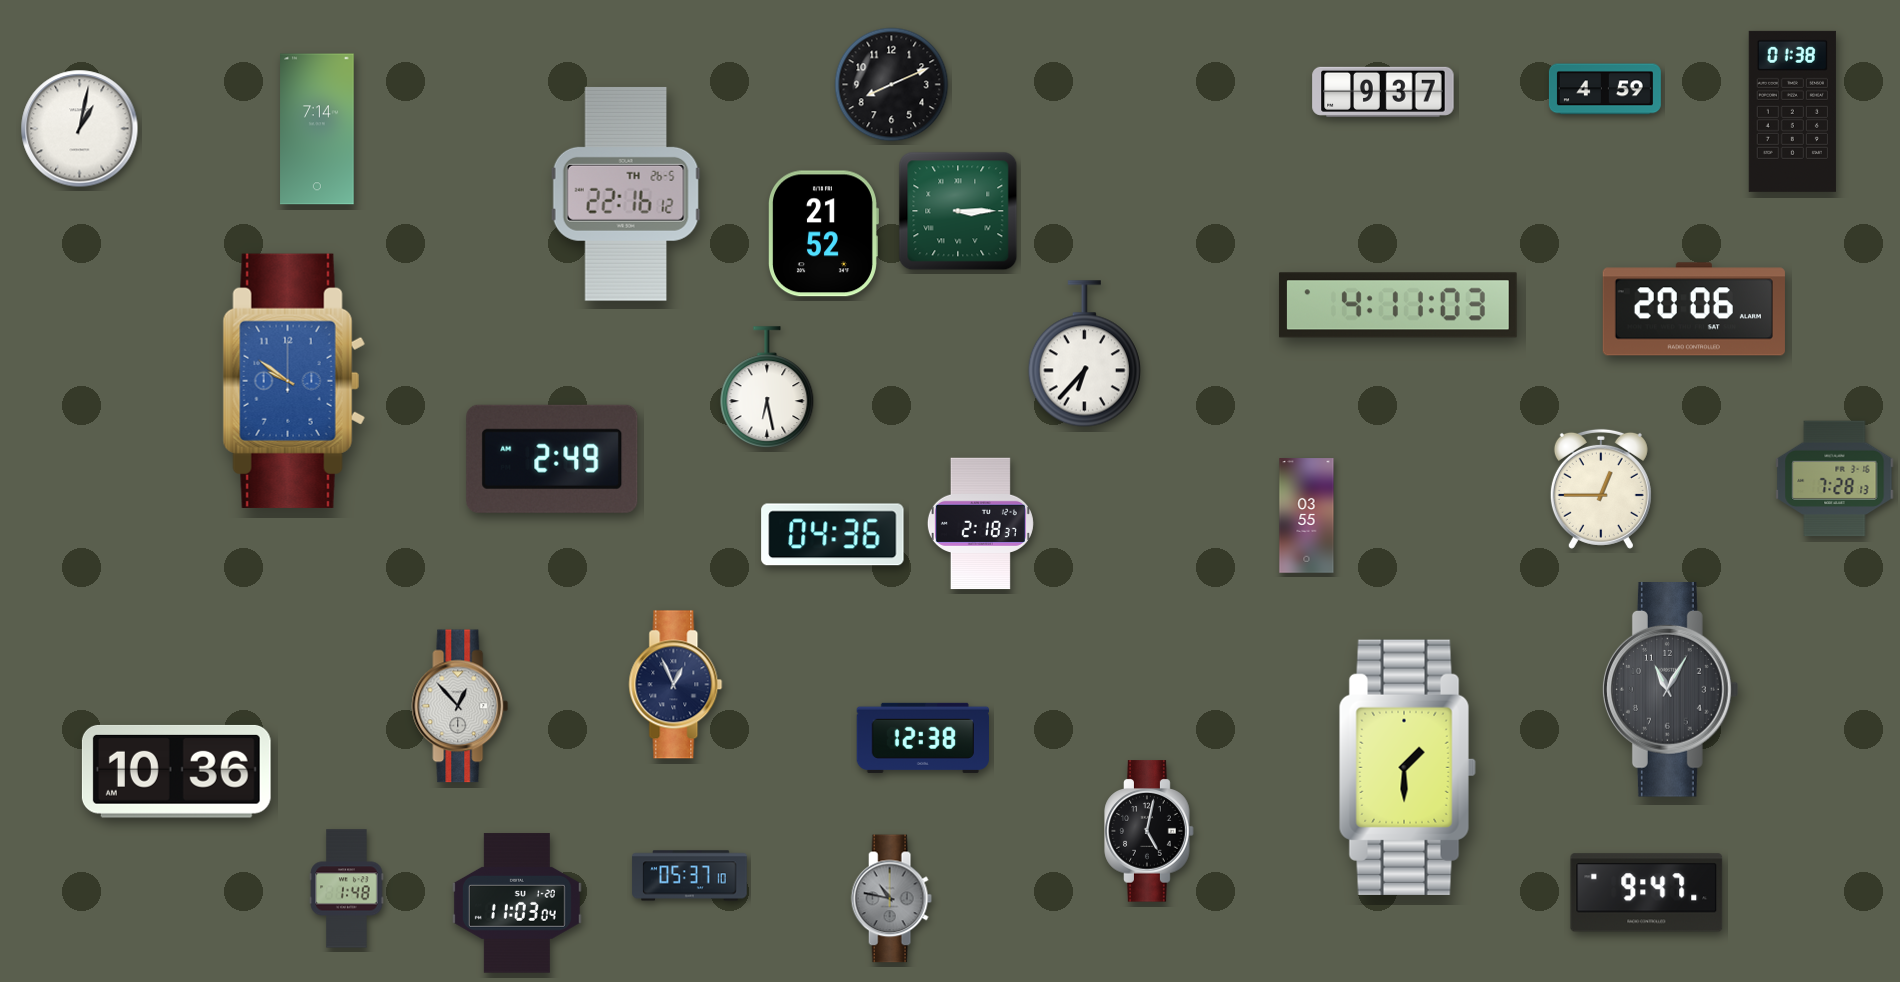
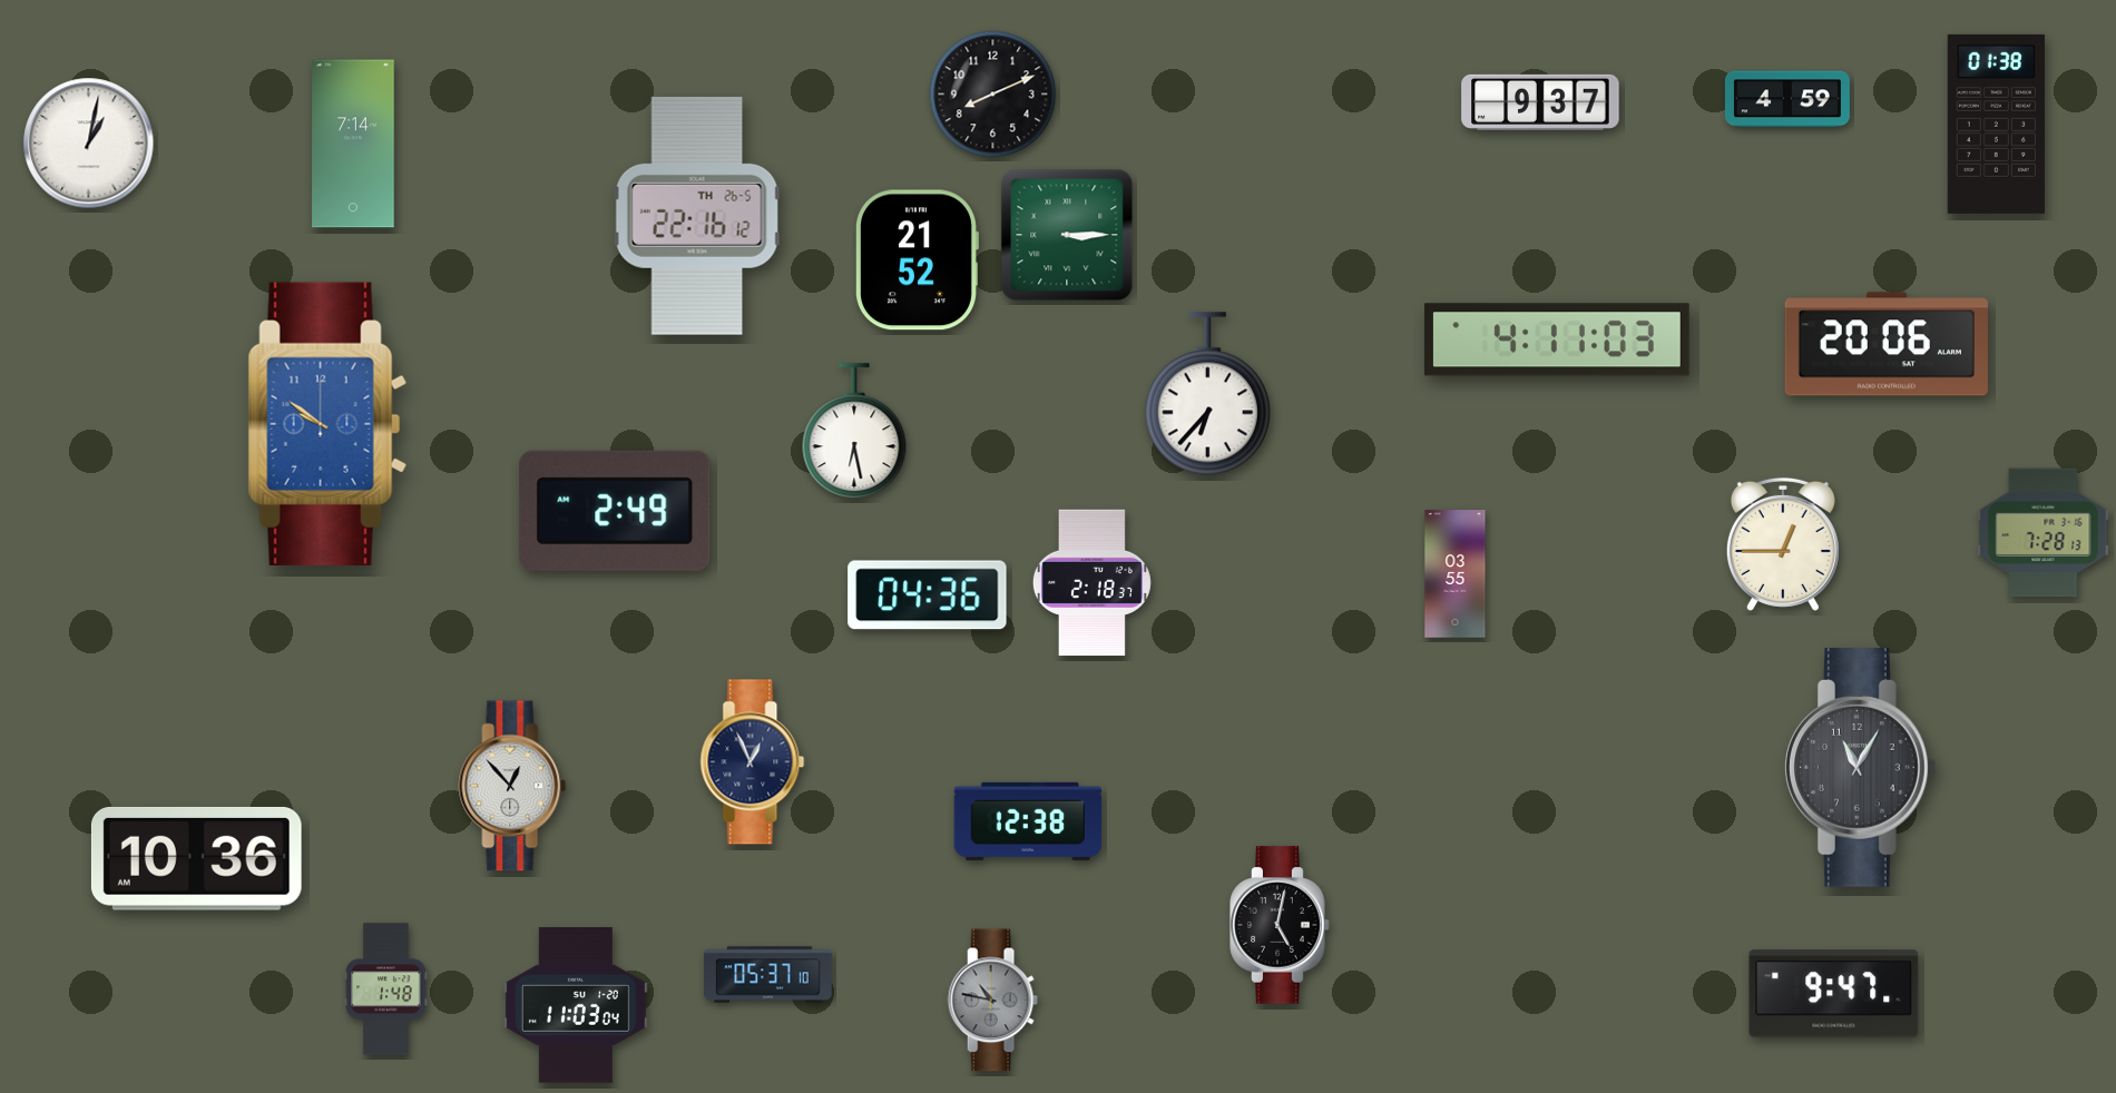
clock at (1407, 767): 1:30 -> none
